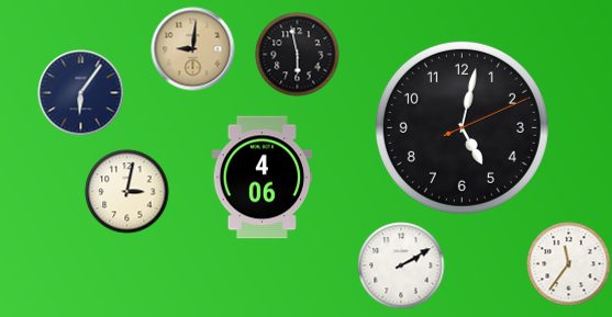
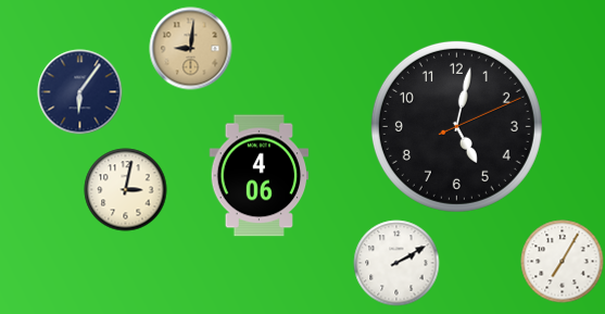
clock at (298, 55): 5:58 -> none
clock at (569, 264): 11:36 -> 7:05
